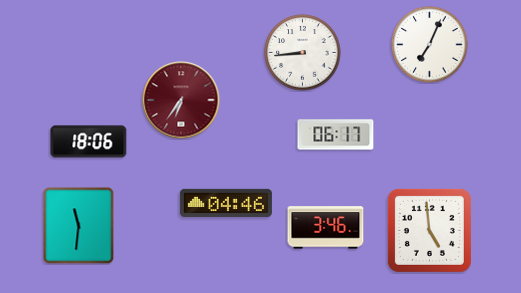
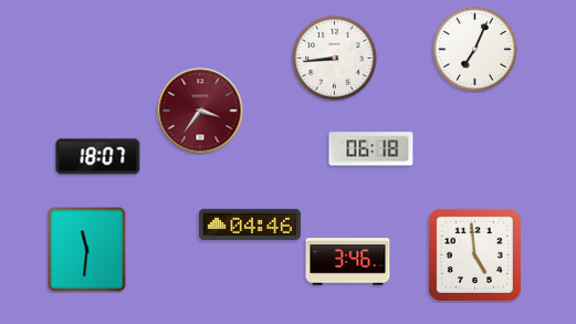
clock at (181, 100): 6:36 -> 3:36
clock at (336, 135): 06:17 -> 06:18
clock at (89, 142): 18:06 -> 18:07
clock at (326, 228) position: (326, 228) -> (348, 262)
